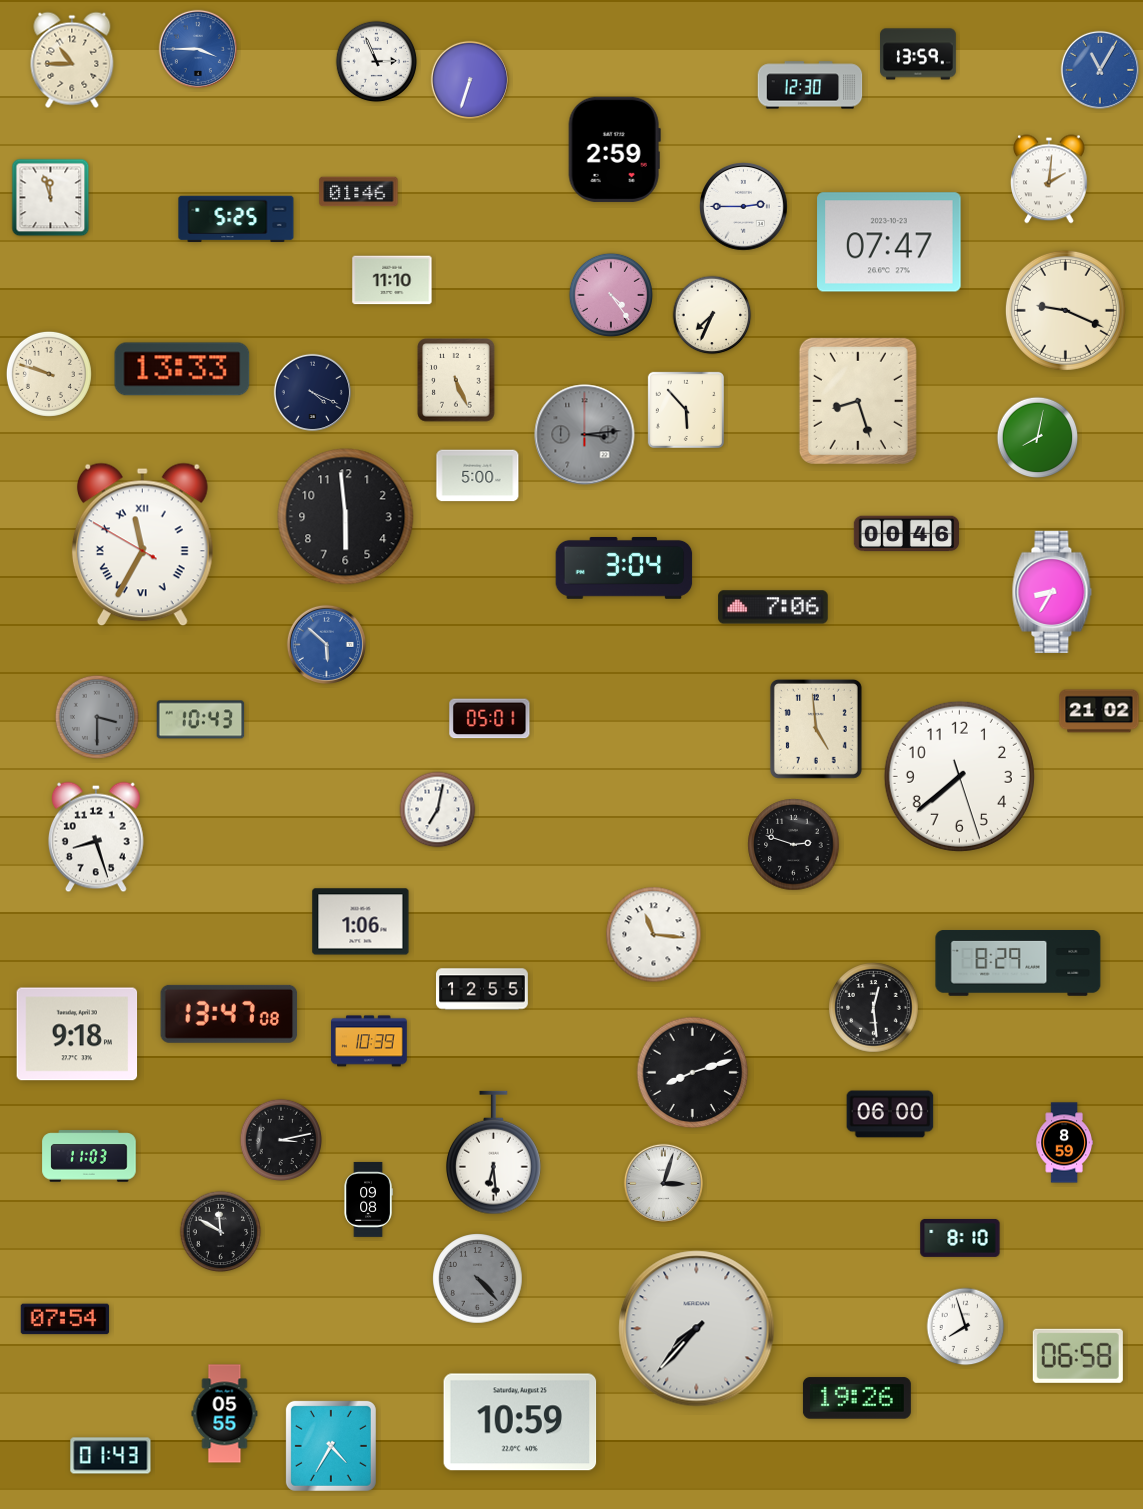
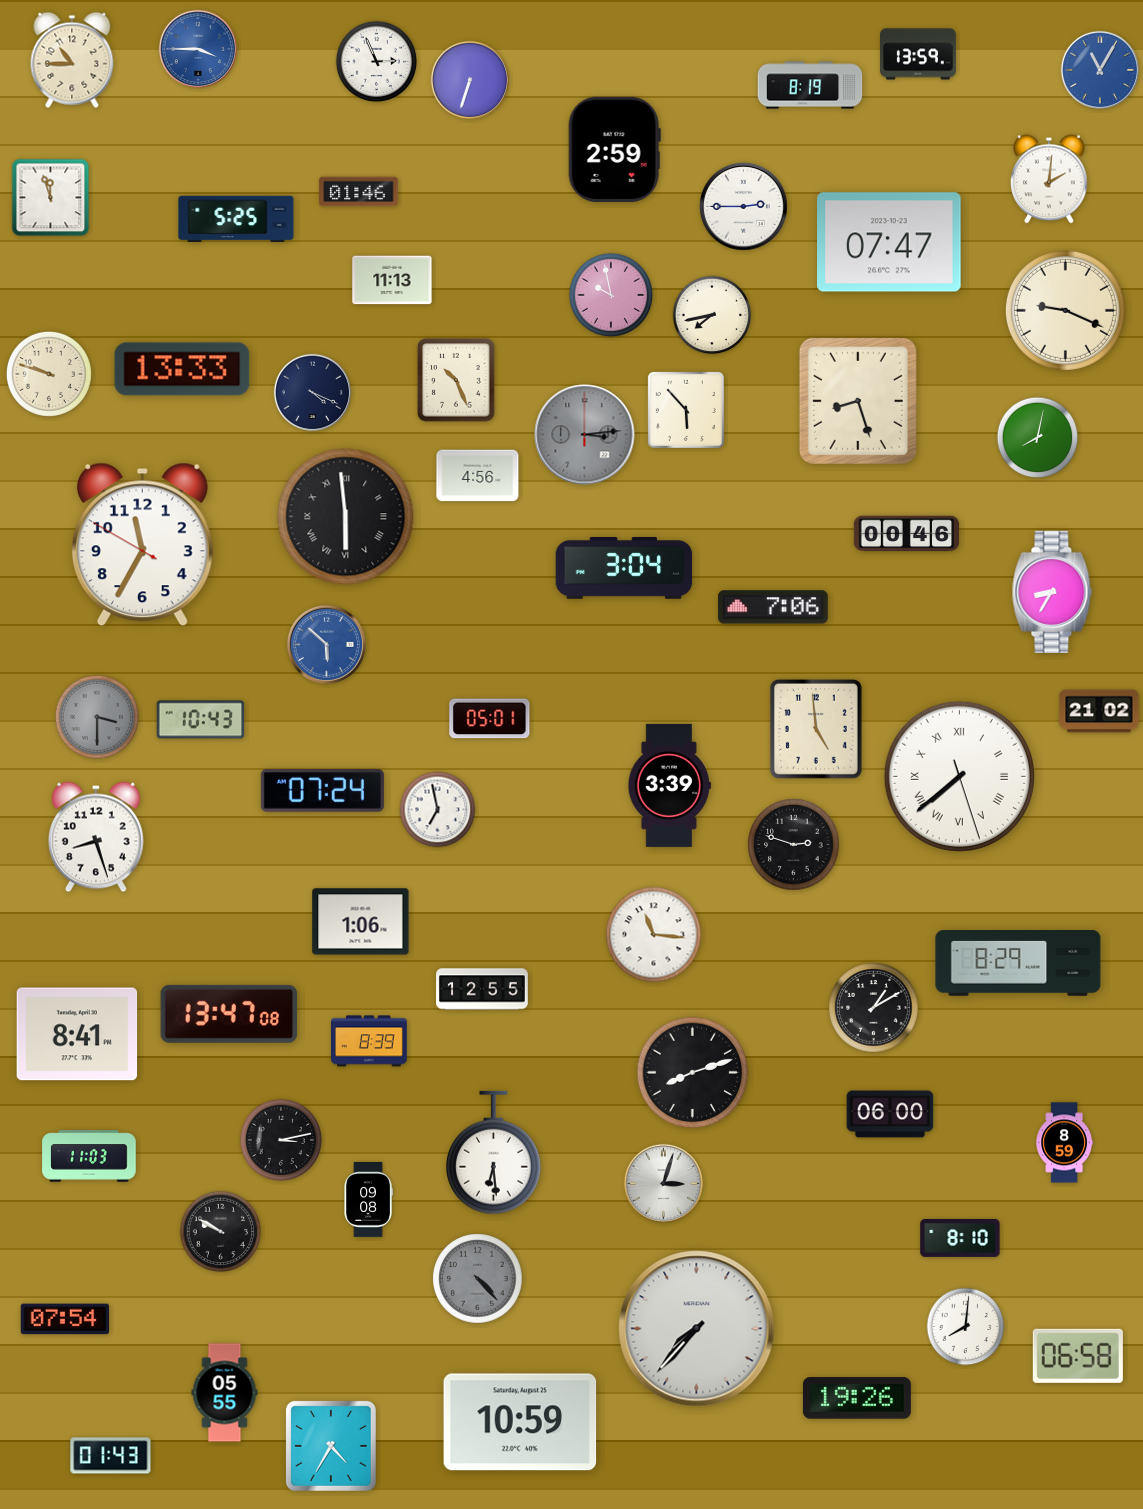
clock at (810, 85): 12:30 -> 8:19
clock at (392, 280): 11:10 -> 11:13
clock at (611, 295): 4:24 -> 9:58
clock at (712, 315): 7:34 -> 7:43
clock at (456, 380): 5:26 -> 10:26
clock at (478, 476): 5:00 -> 4:56
clock at (346, 517) numerals: Arabic -> Roman
clock at (142, 545) numerals: Roman -> Arabic
clock at (959, 776) numerals: Arabic -> Roman
clock at (669, 785): none -> 3:39
clock at (322, 791): none -> 07:24
clock at (438, 810): 7:02 -> 6:58
clock at (874, 1008): 12:29 -> 1:10
clock at (77, 1034): 9:18 -> 8:41
clock at (370, 1041): 10:39 -> 8:39
clock at (221, 1232): 11:50 -> 9:50
clock at (966, 1327): 7:57 -> 8:01
clock at (225, 1414) position: (225, 1414) -> (225, 1393)
